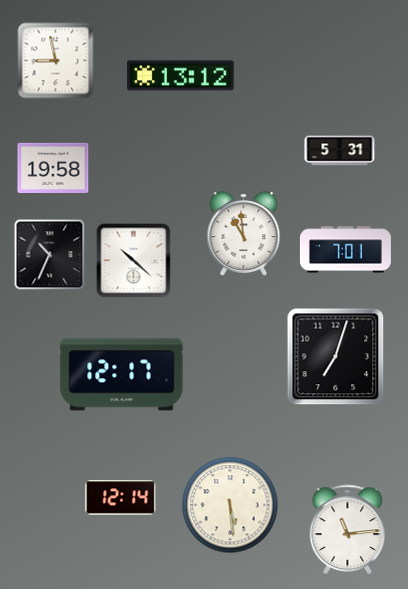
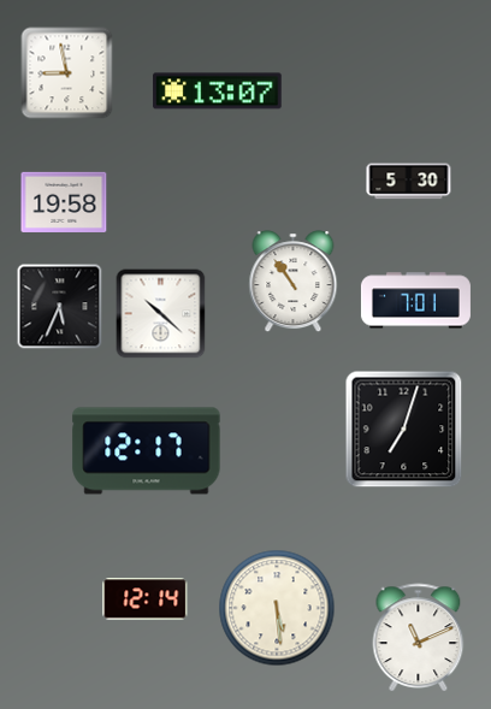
clock at (181, 76): 13:12 -> 13:07
clock at (340, 151): 5:31 -> 5:30
clock at (244, 234): 10:59 -> 10:54
clock at (50, 255): 10:34 -> 5:34
clock at (348, 529): 11:14 -> 11:11
